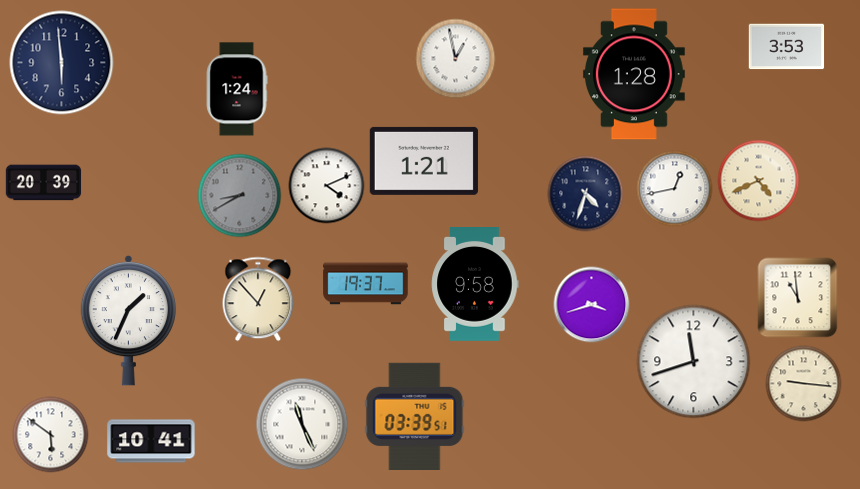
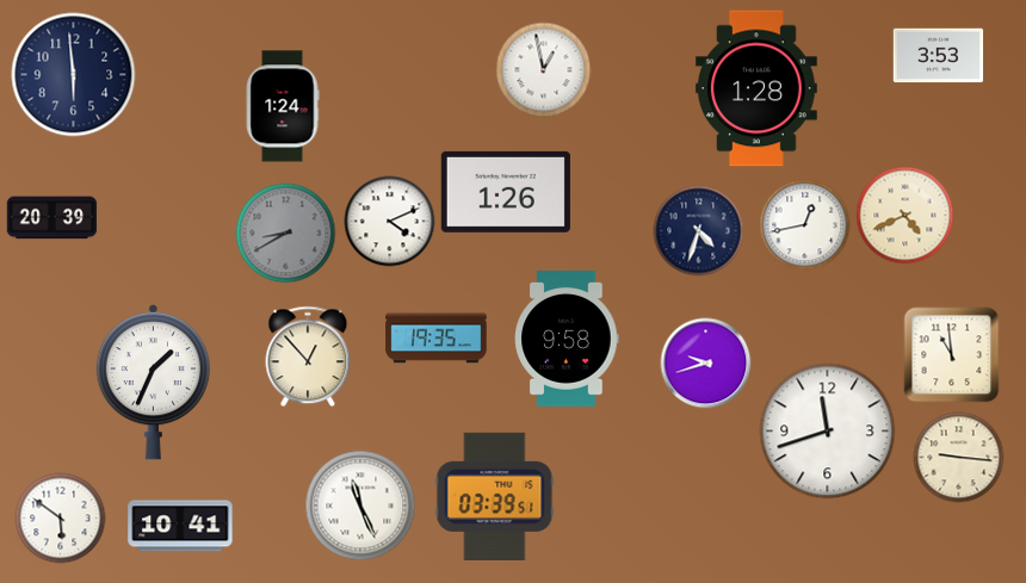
clock at (424, 161): 1:21 -> 1:26
clock at (366, 284): 19:37 -> 19:35
clock at (592, 305): 3:42 -> 9:42
